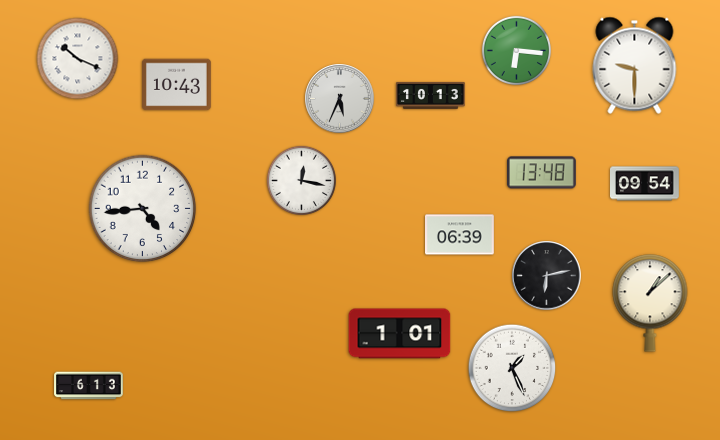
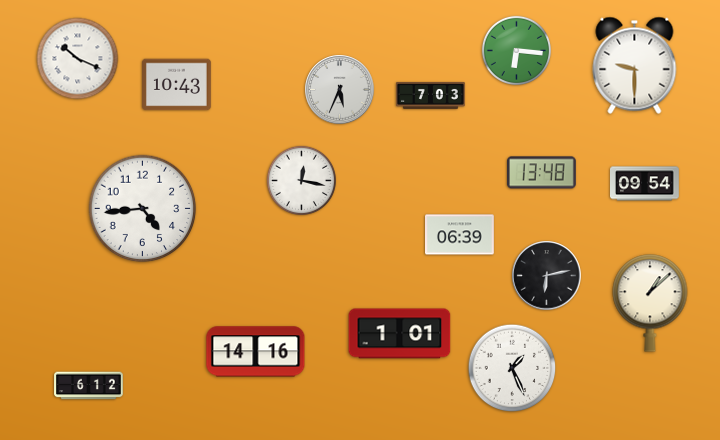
clock at (431, 95): 10:13 -> 7:03
clock at (340, 99) position: (340, 99) -> (340, 90)
clock at (256, 352): none -> 14:16
clock at (89, 386): 6:13 -> 6:12
